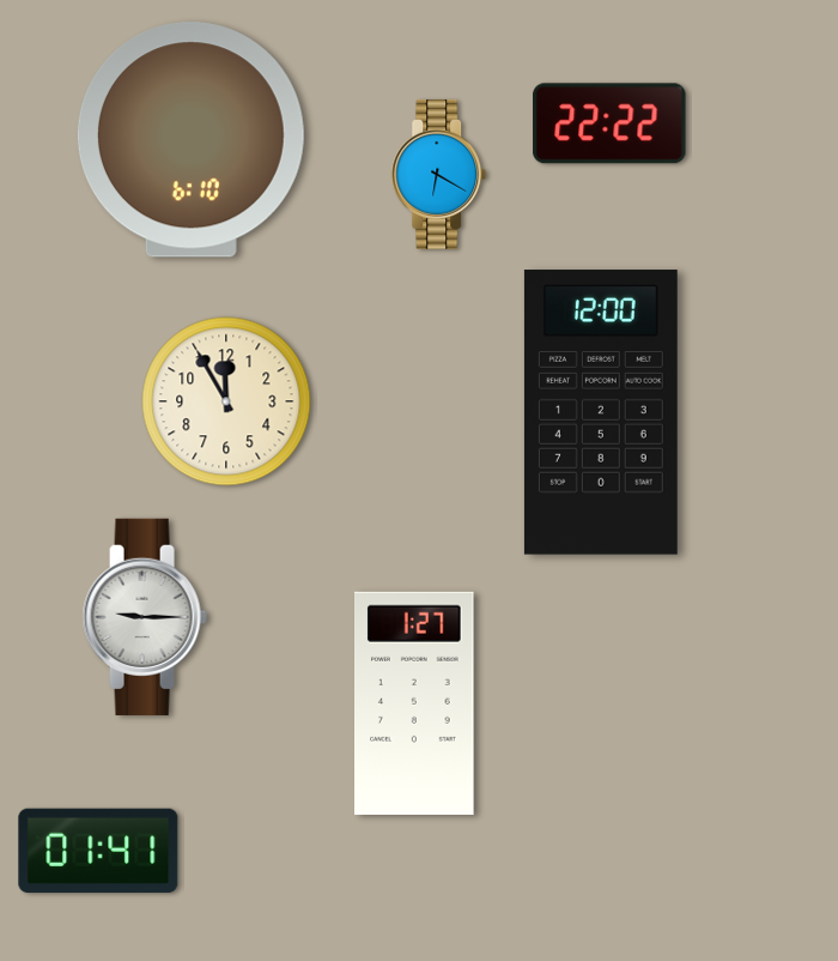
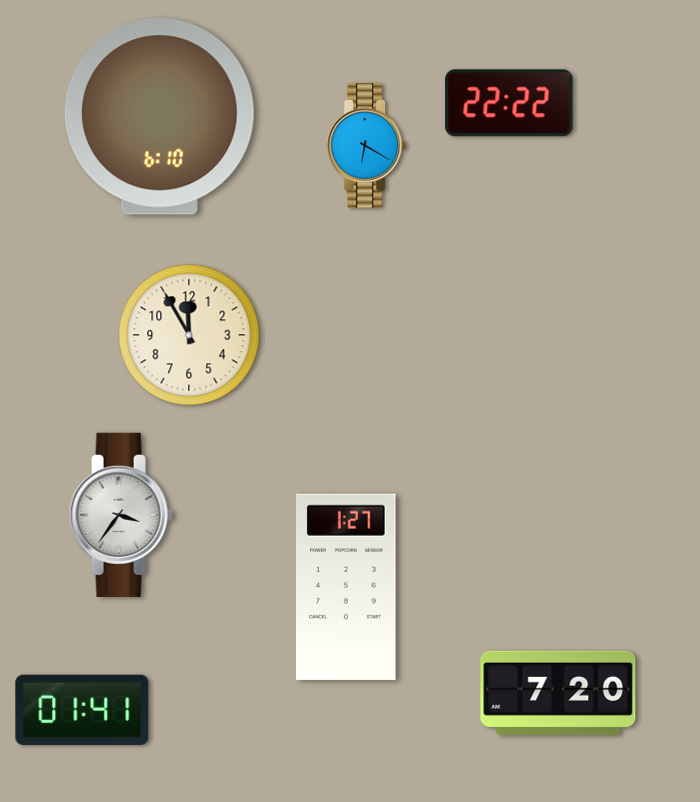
clock at (601, 412): 12:00 -> none
clock at (145, 617): 9:15 -> 3:36
clock at (558, 693): none -> 7:20
